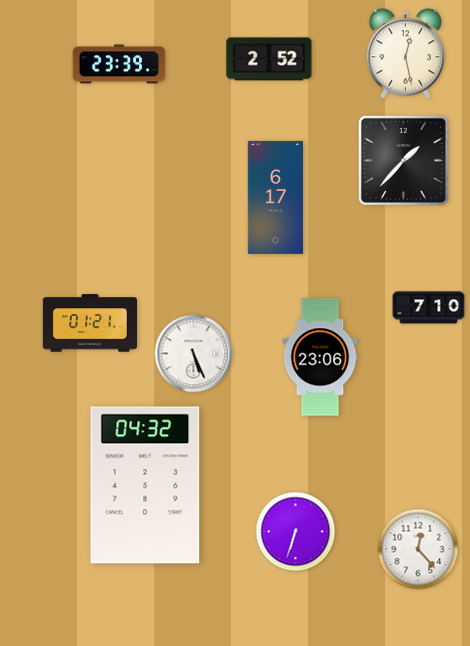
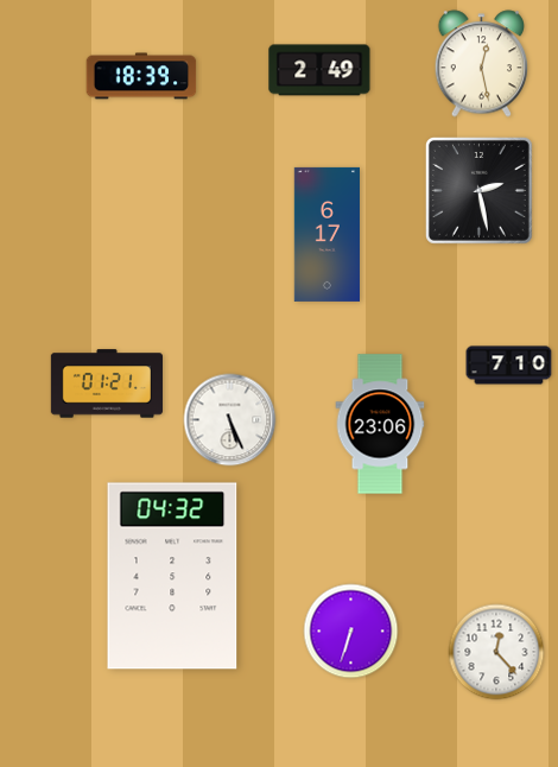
clock at (269, 59): 2:52 -> 2:49
clock at (119, 64): 23:39 -> 18:39
clock at (403, 160): 1:37 -> 2:28
